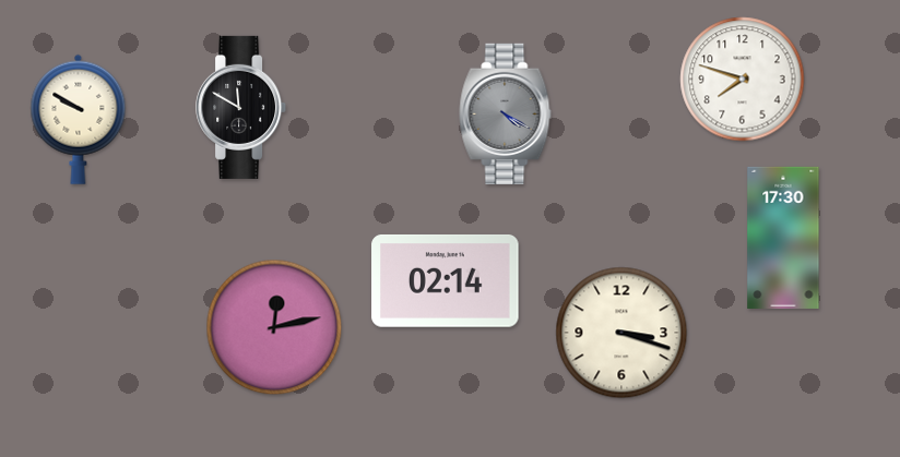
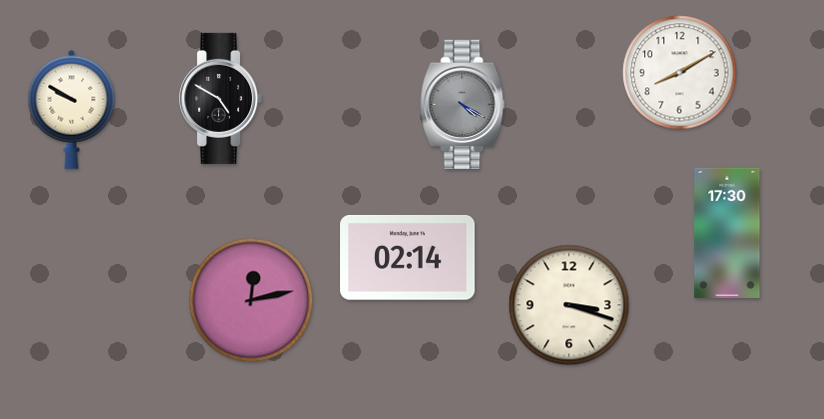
clock at (743, 80): 7:48 -> 8:10
clock at (241, 107): 11:50 -> 4:50
clock at (783, 238) position: (783, 238) -> (727, 233)
